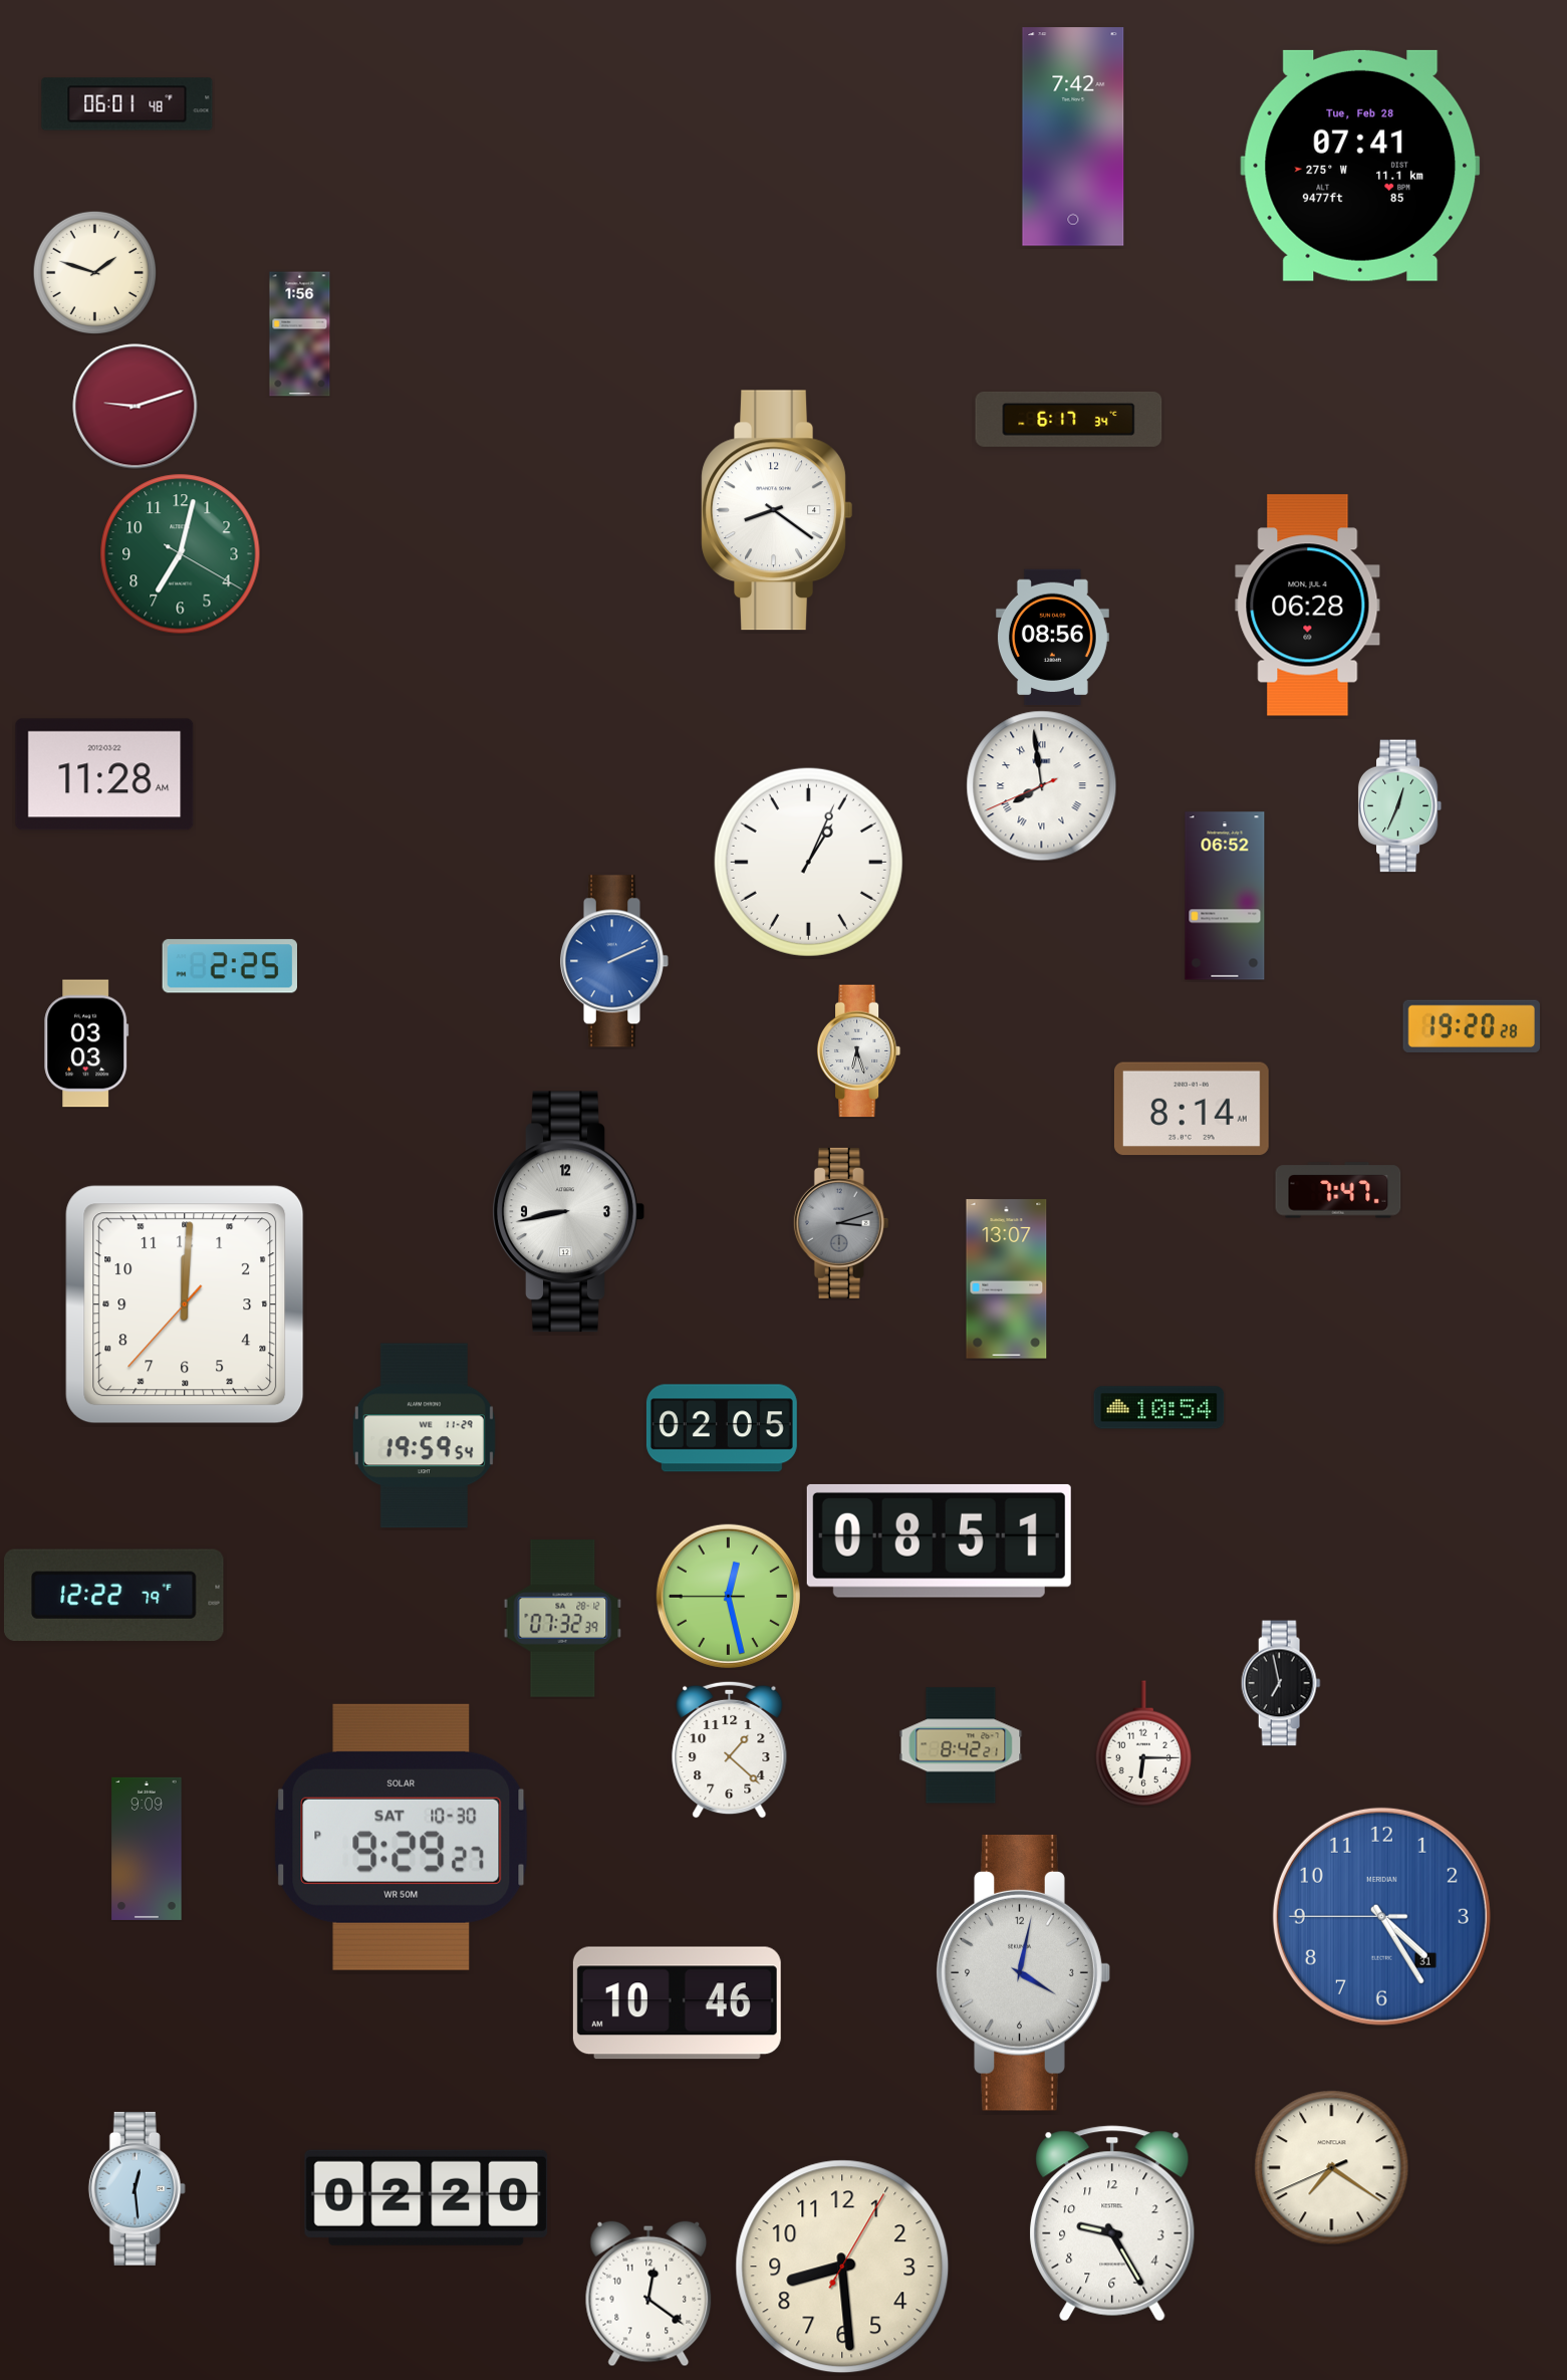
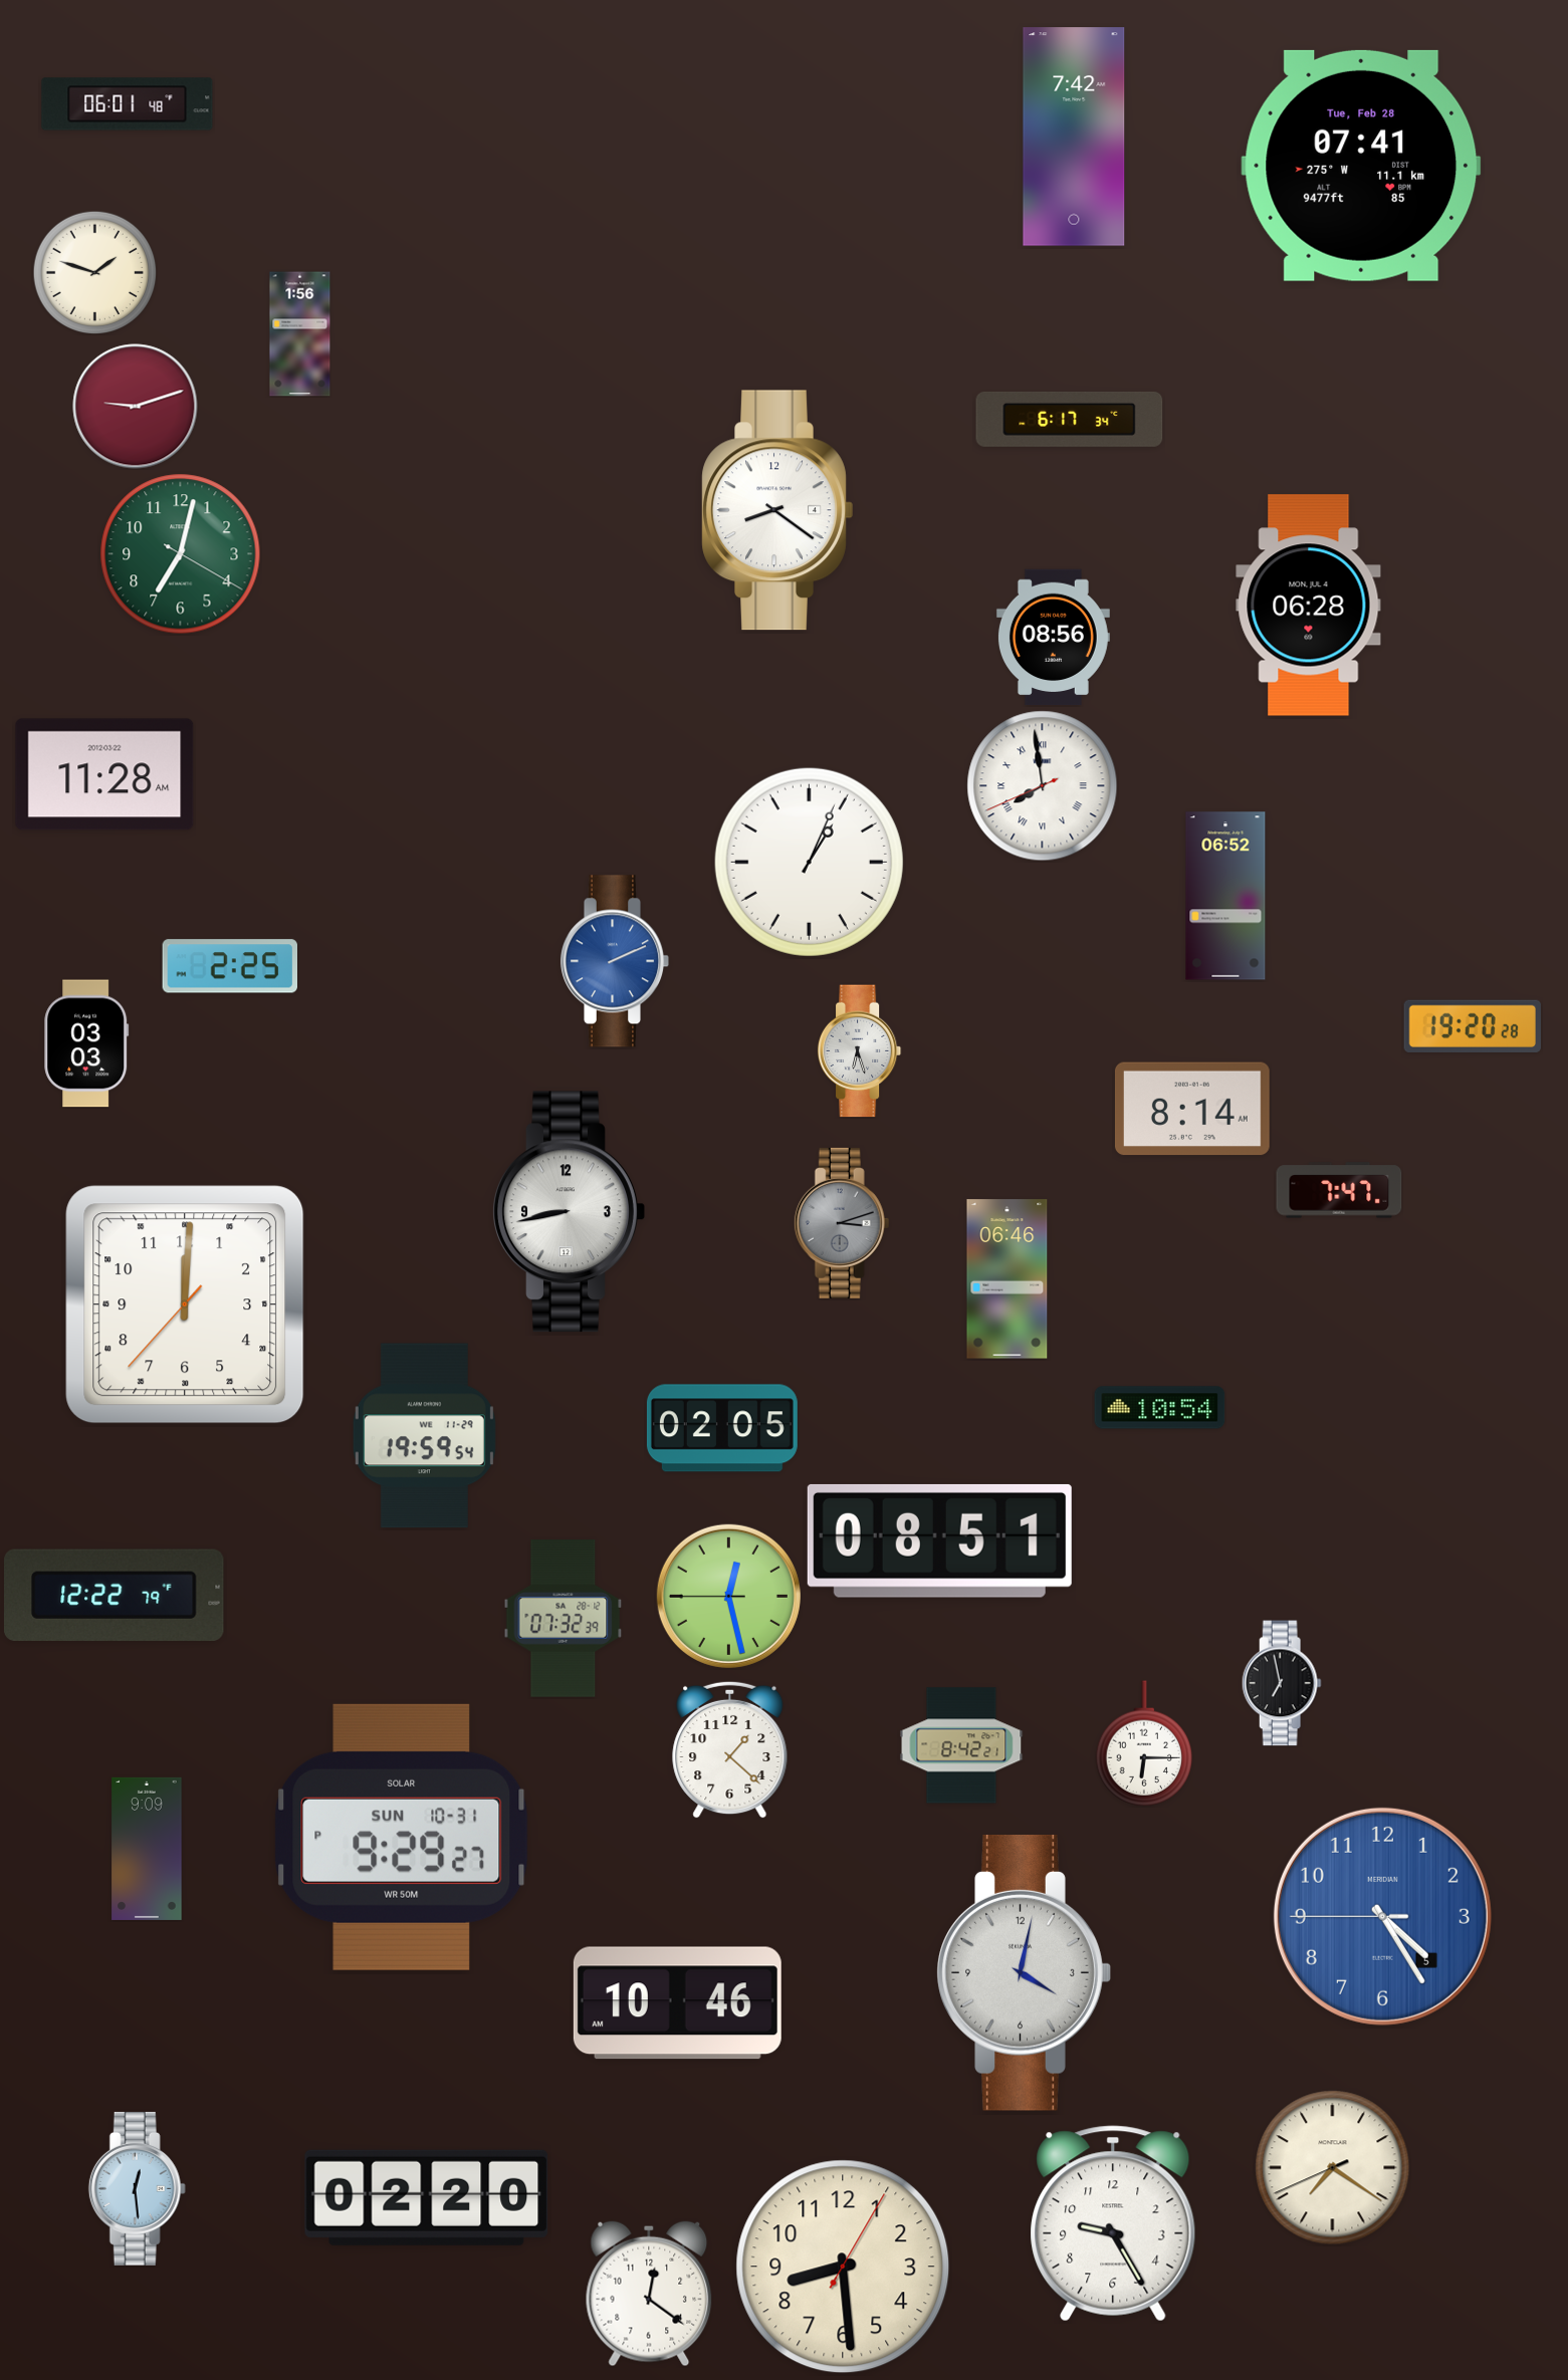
clock at (1400, 806): 12:34 -> none
clock at (1007, 1279): 13:07 -> 06:46
clock at (402, 1837) date: SAT 10-30 -> SUN 10-31
clock at (1381, 1916) date: 31 -> 5
